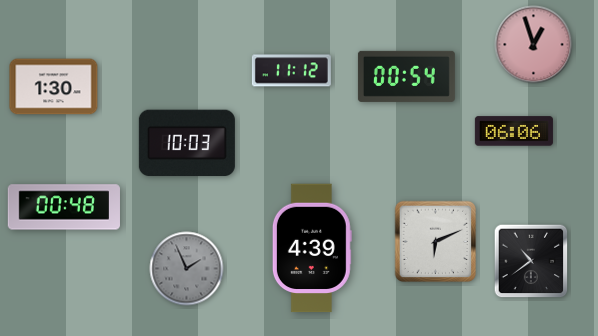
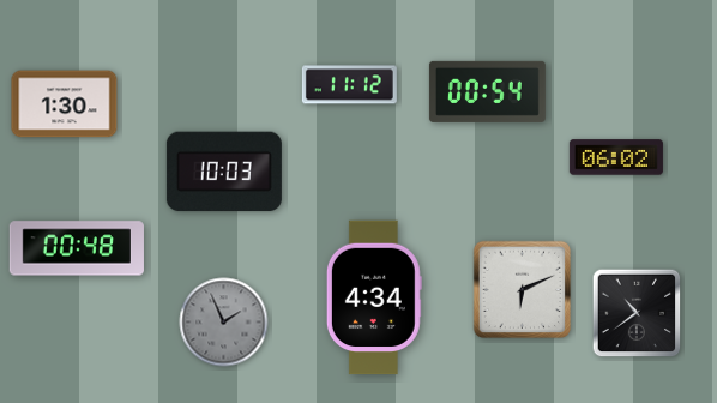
clock at (534, 45): 12:57 -> none
clock at (514, 131): 06:06 -> 06:02
clock at (312, 248): 4:39 -> 4:34
